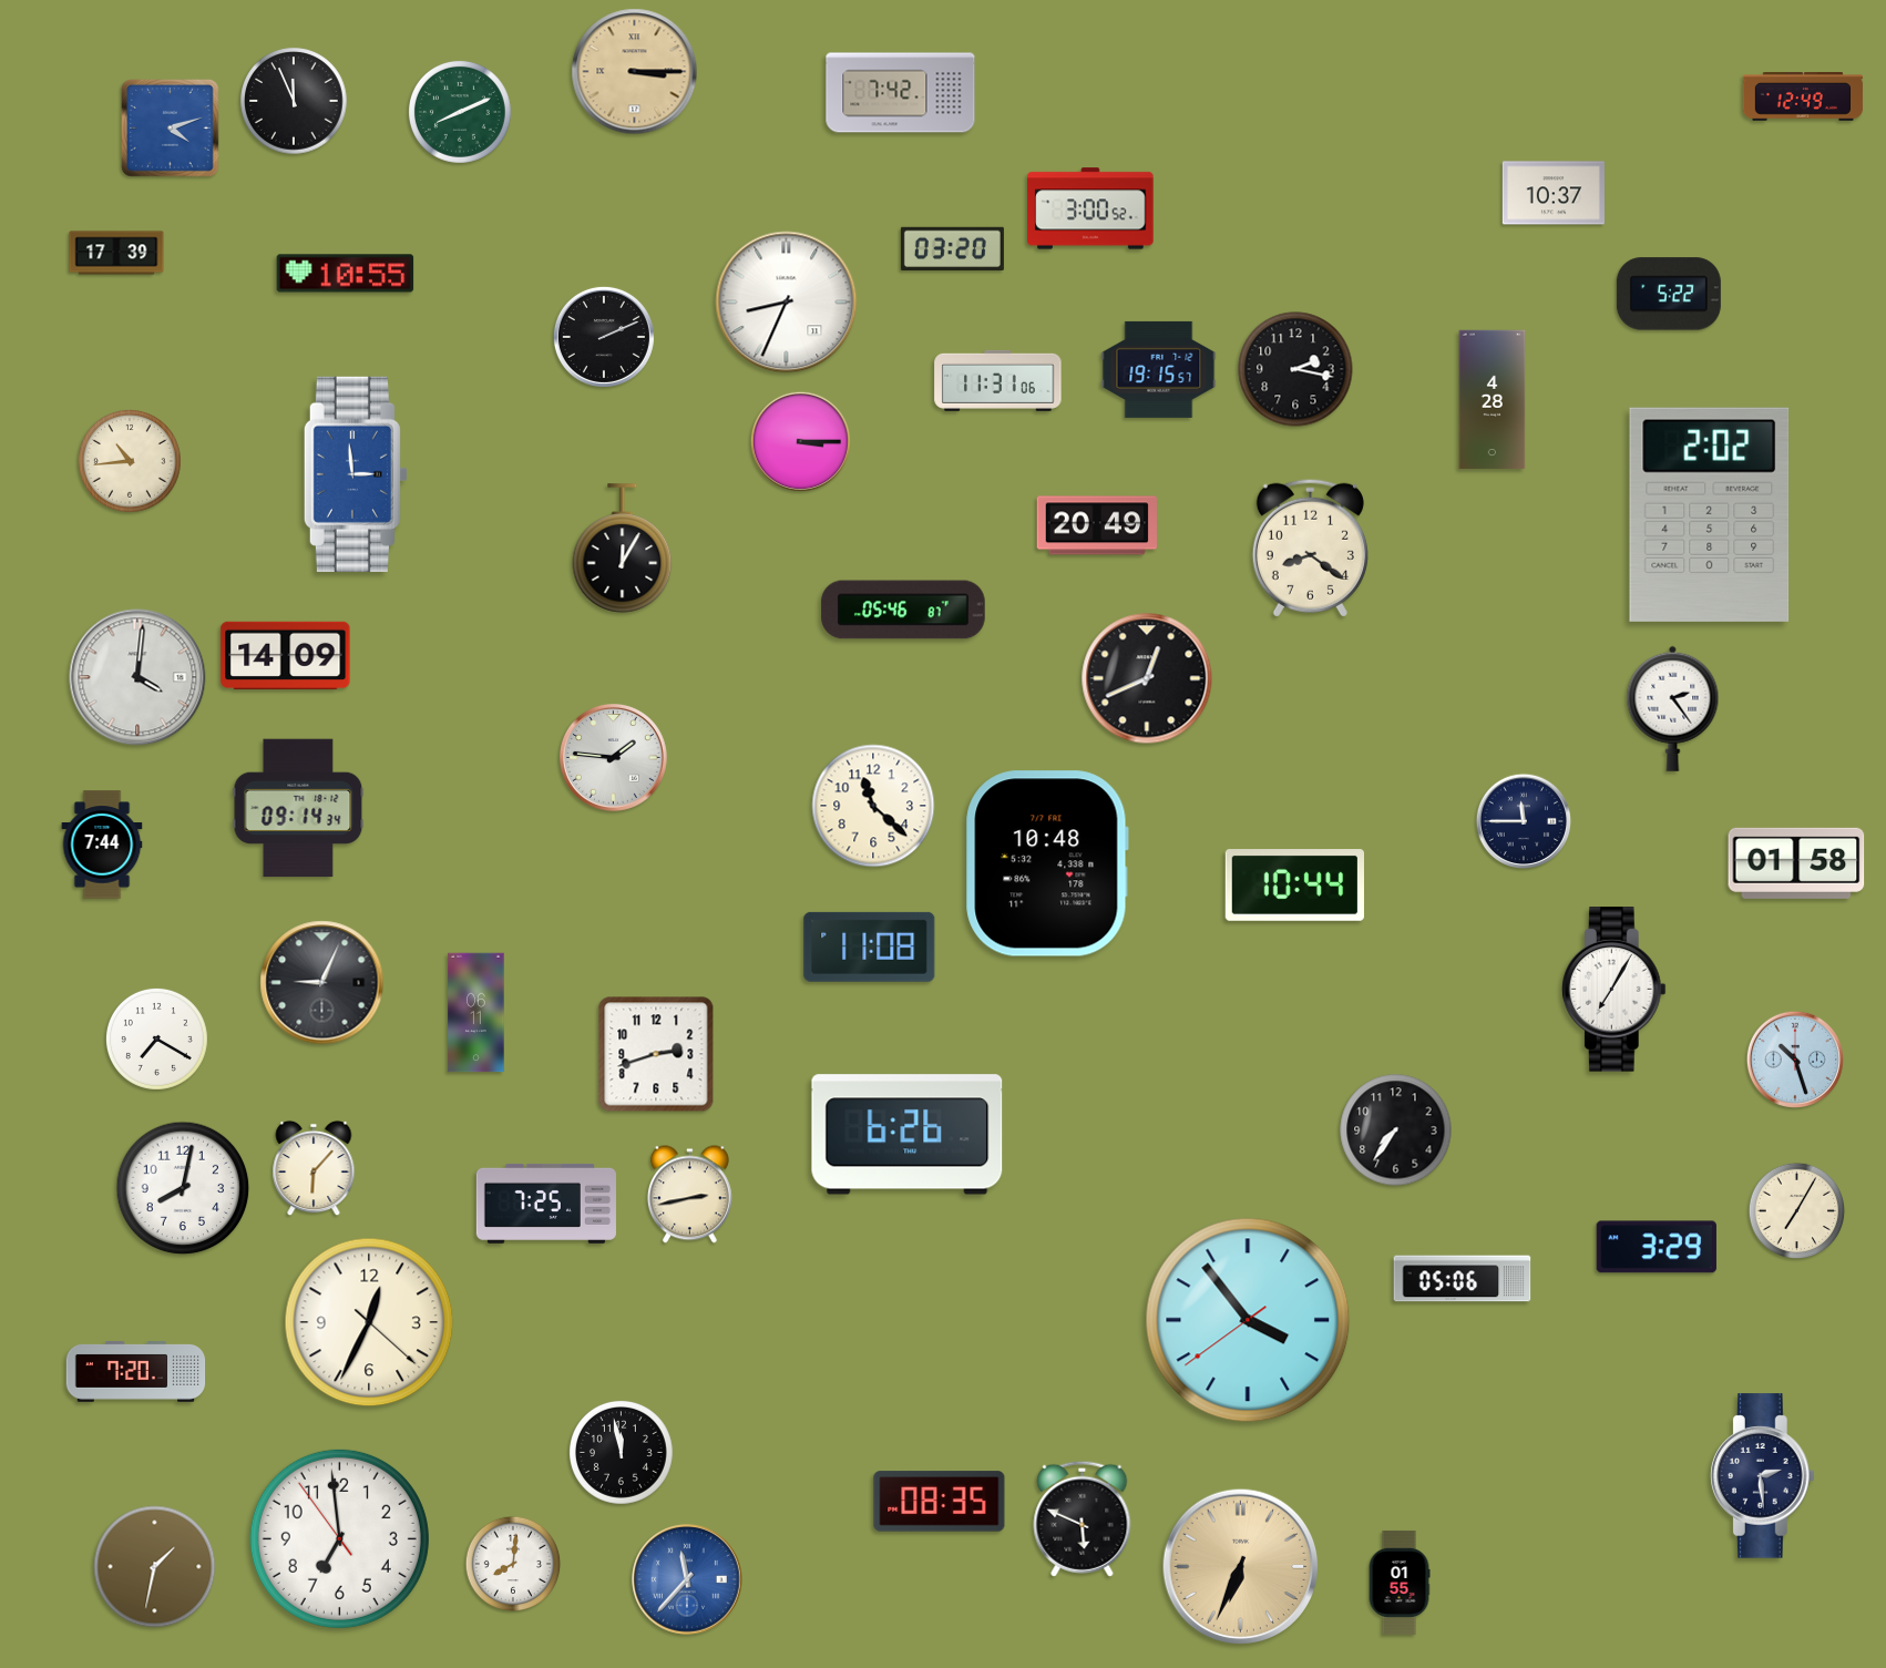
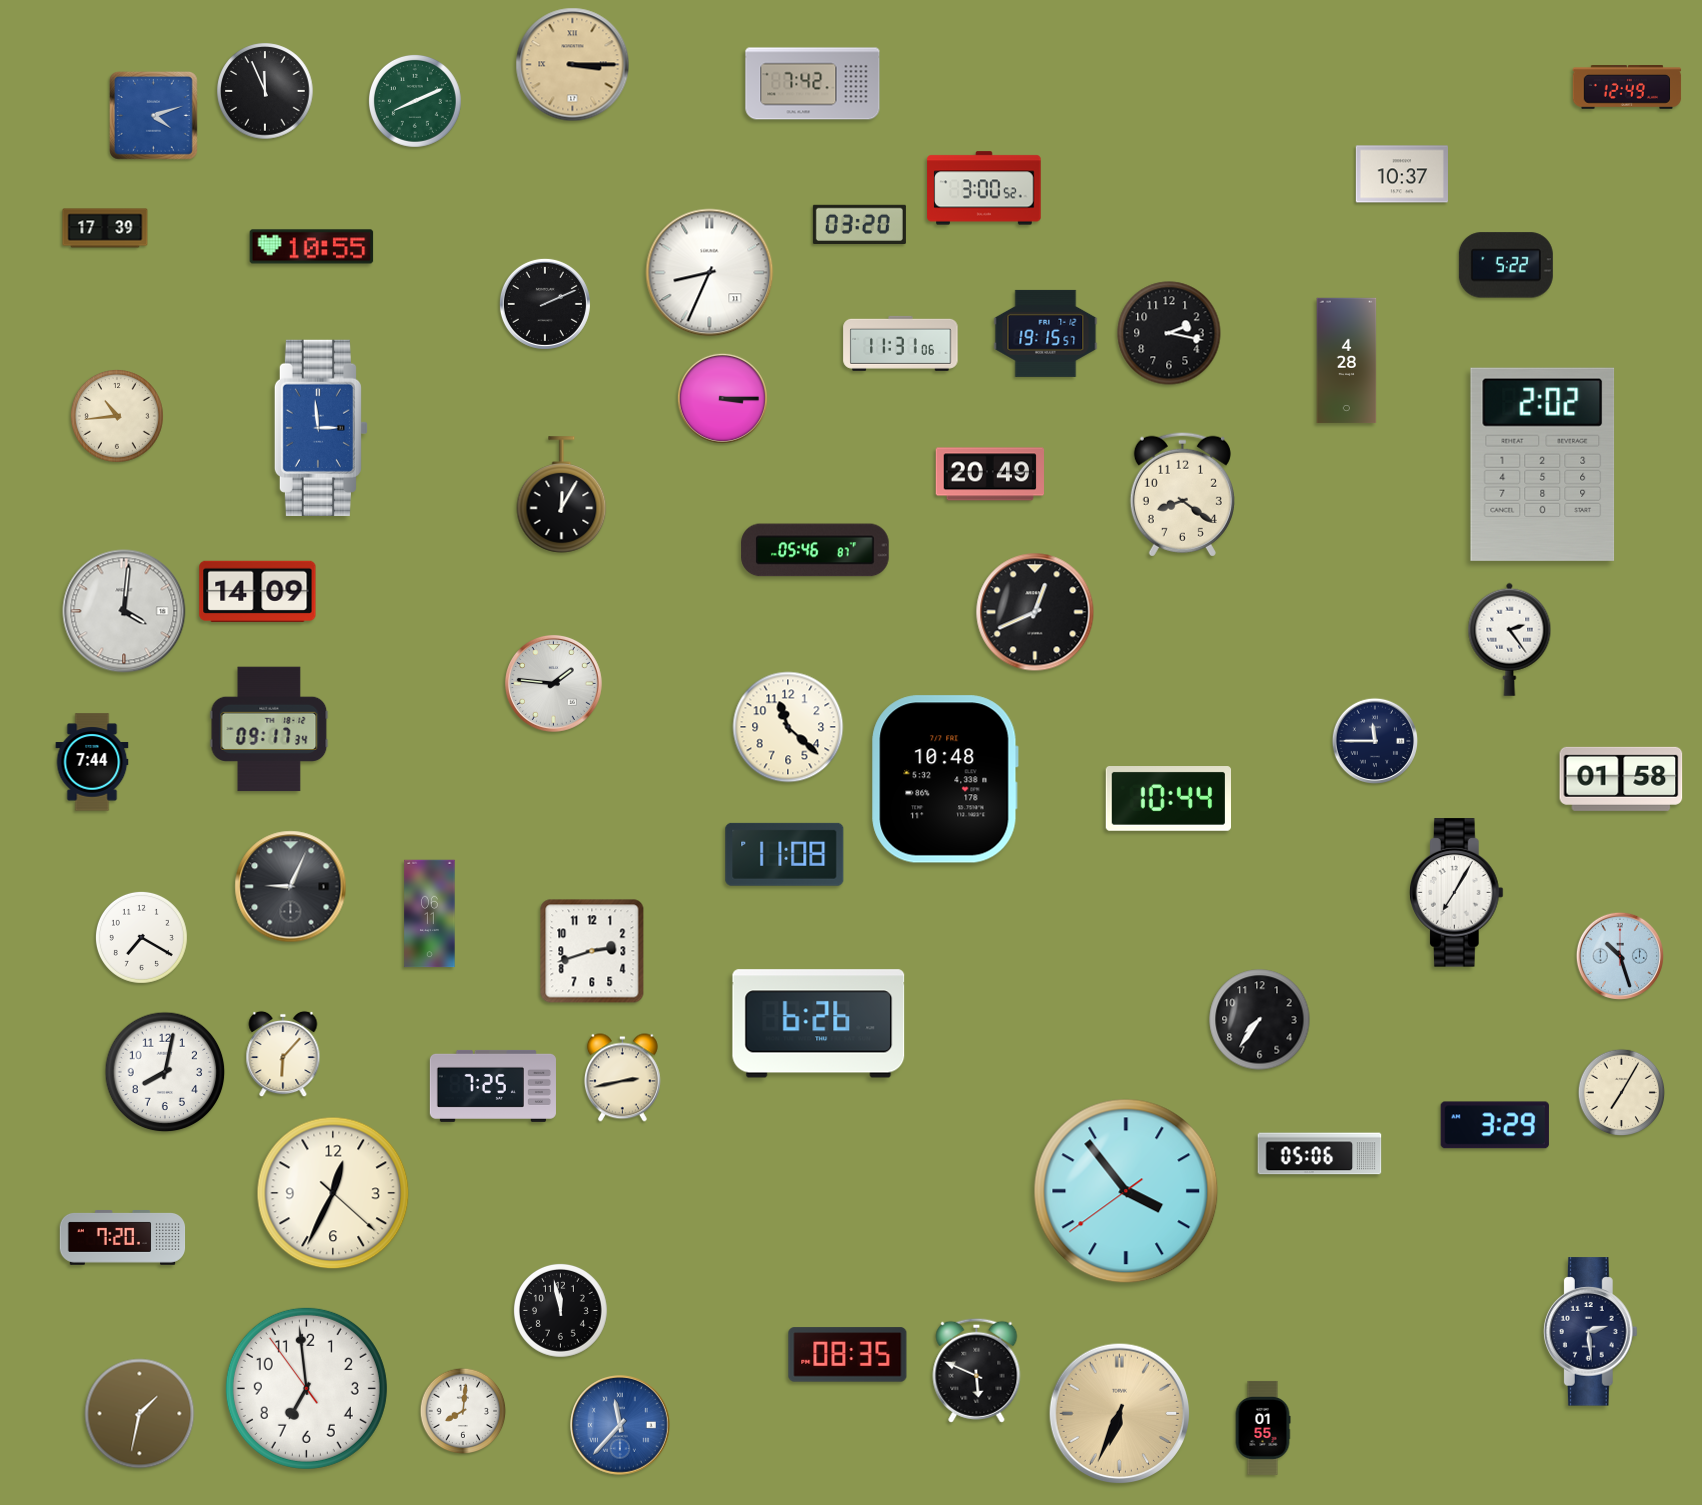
clock at (298, 808): 09:14 -> 09:17
